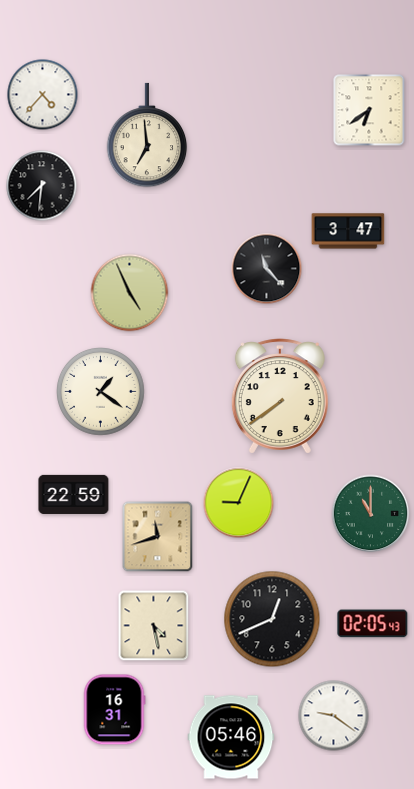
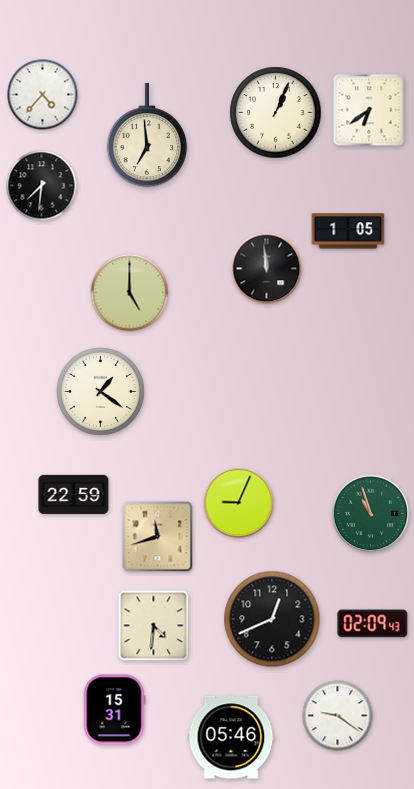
clock at (276, 113): none -> 1:04
clock at (348, 231): 3:47 -> 1:05
clock at (267, 269): 11:23 -> 11:59
clock at (130, 293): 4:56 -> 5:00
clock at (280, 396): 7:39 -> none
clock at (371, 514): 11:00 -> 10:57
clock at (373, 624): 02:05 -> 02:09
clock at (154, 626): 4:28 -> 4:31
clock at (114, 710): 16:31 -> 15:31
clock at (334, 716) position: (334, 716) -> (338, 716)
